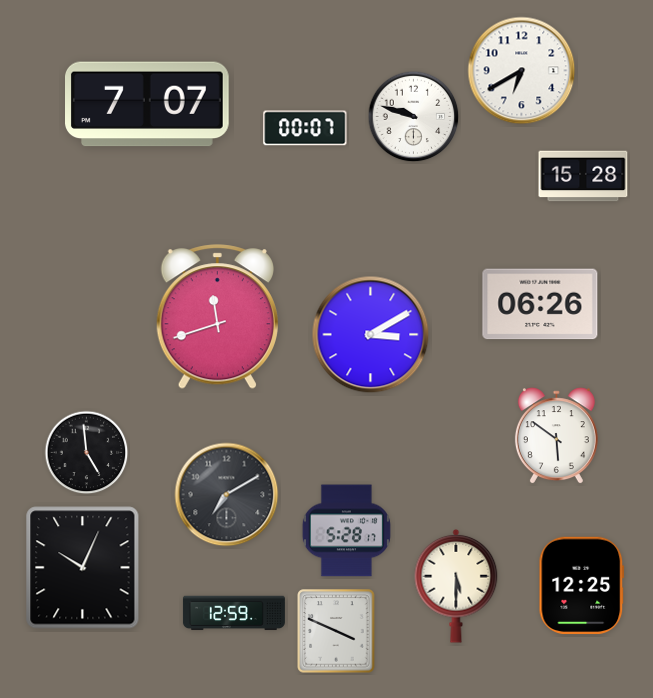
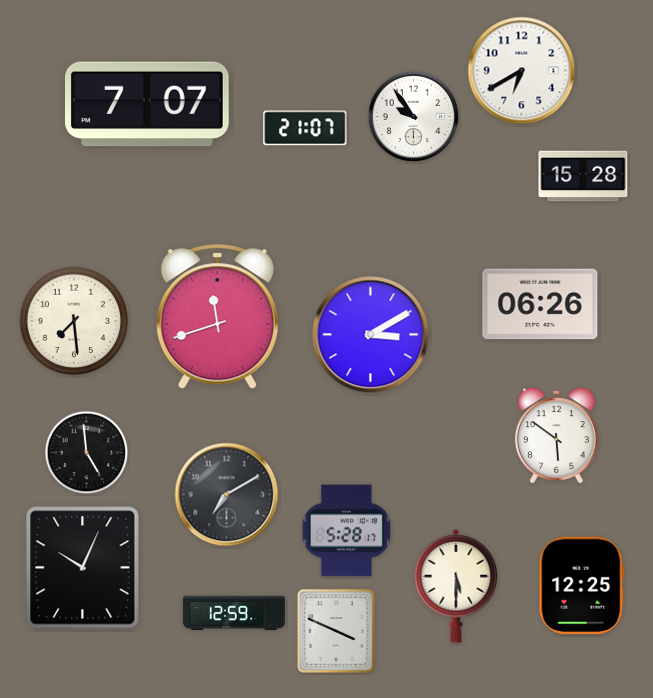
clock at (414, 117): 9:48 -> 9:54
clock at (305, 128): 00:07 -> 21:07
clock at (73, 320): none -> 7:29
